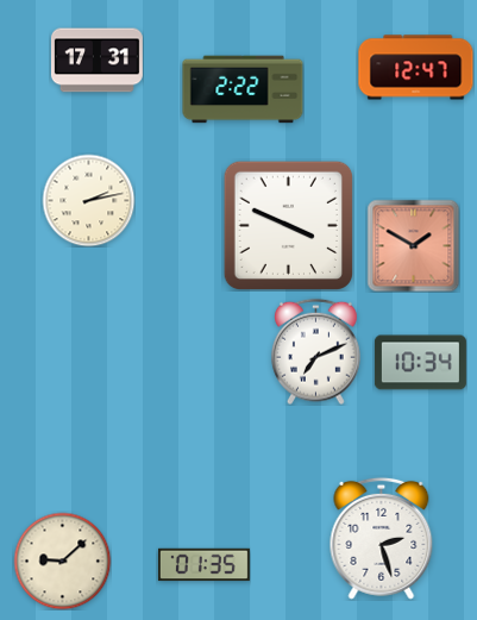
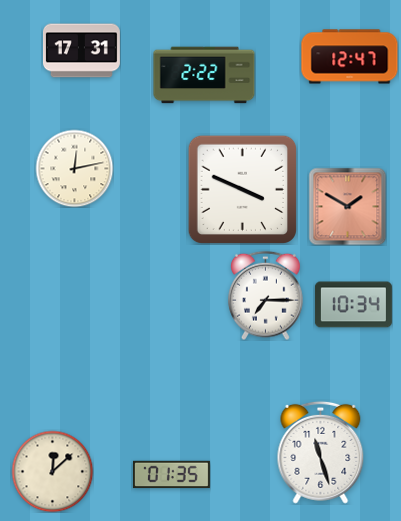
clock at (88, 200): 2:13 -> 12:13
clock at (316, 351): 7:11 -> 7:15
clock at (382, 538): 2:27 -> 11:27
clock at (62, 560): 9:08 -> 12:08
